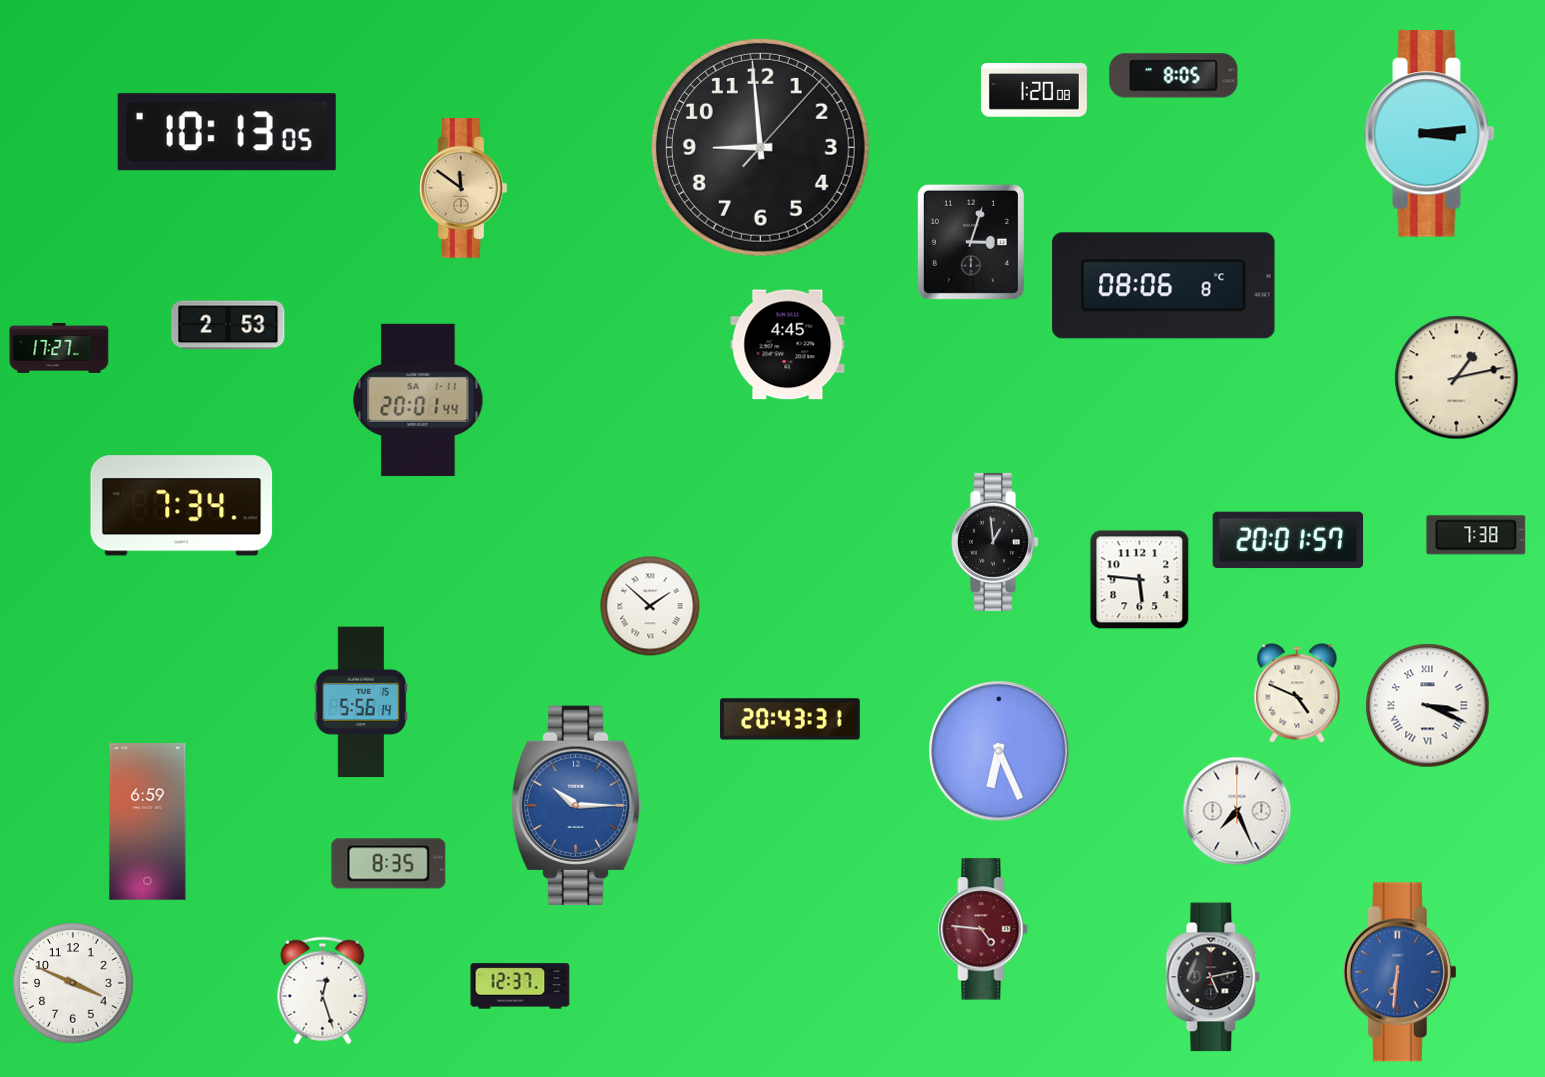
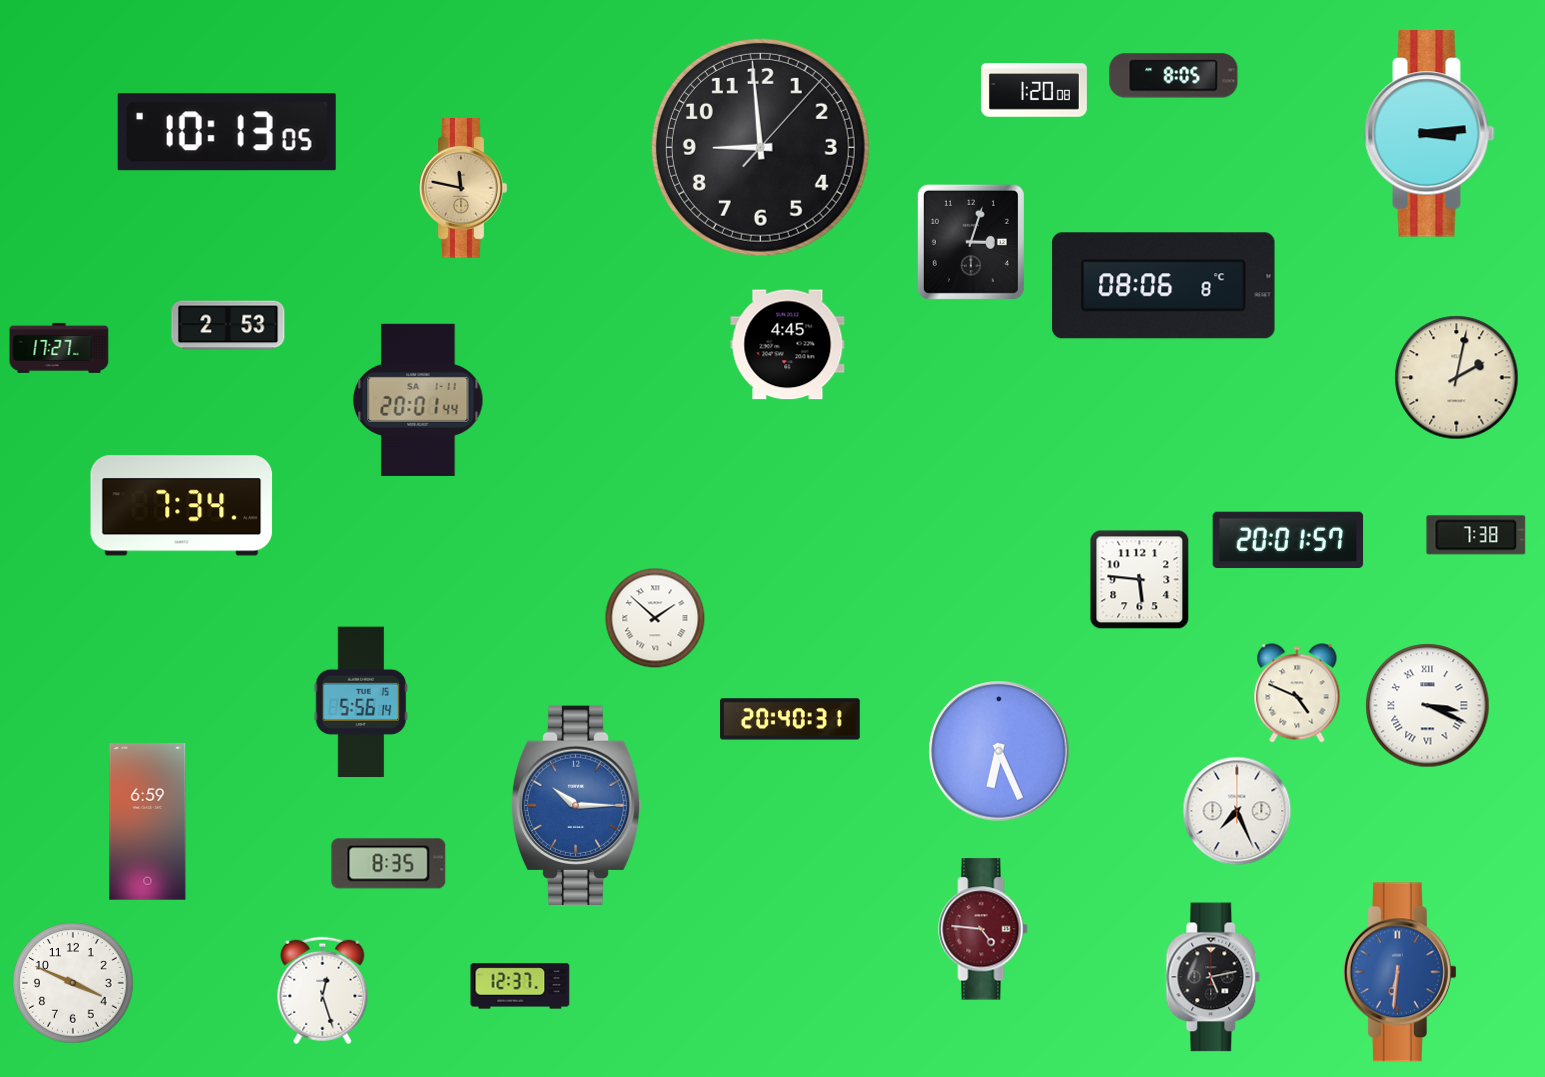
clock at (463, 189): 11:51 -> 11:47
clock at (1457, 378): 1:13 -> 2:02
clock at (996, 542): 12:59 -> none
clock at (650, 606) position: (650, 606) -> (655, 618)
clock at (790, 719): 20:43 -> 20:40
